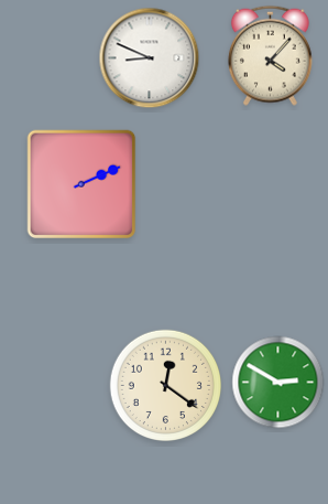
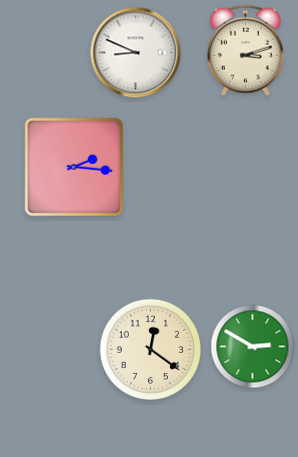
clock at (270, 55): 4:07 -> 3:12
clock at (81, 184): 2:11 -> 2:16
